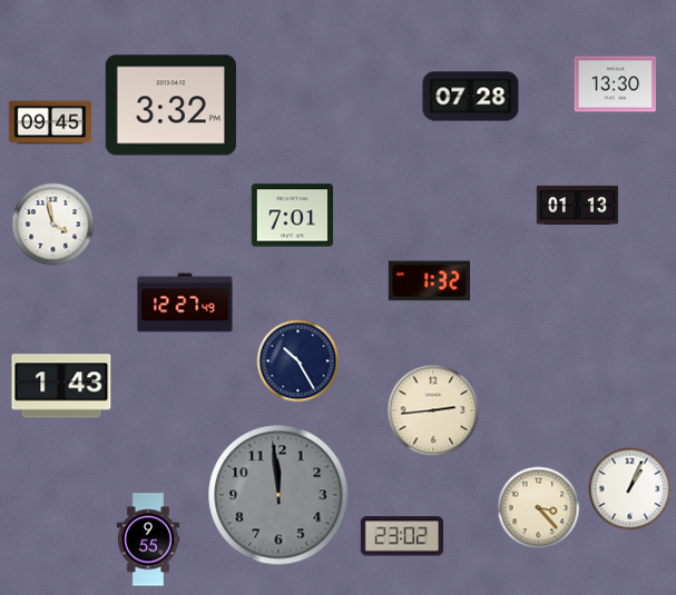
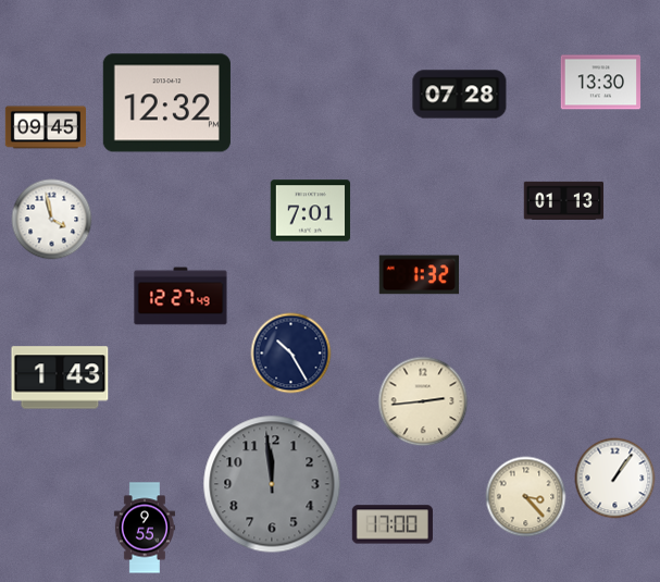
clock at (170, 106): 3:32 -> 12:32
clock at (49, 122) position: (49, 122) -> (45, 127)
clock at (293, 216) position: (293, 216) -> (311, 211)
clock at (630, 489): 1:04 -> 1:06
clock at (402, 536): 23:02 -> 17:00
